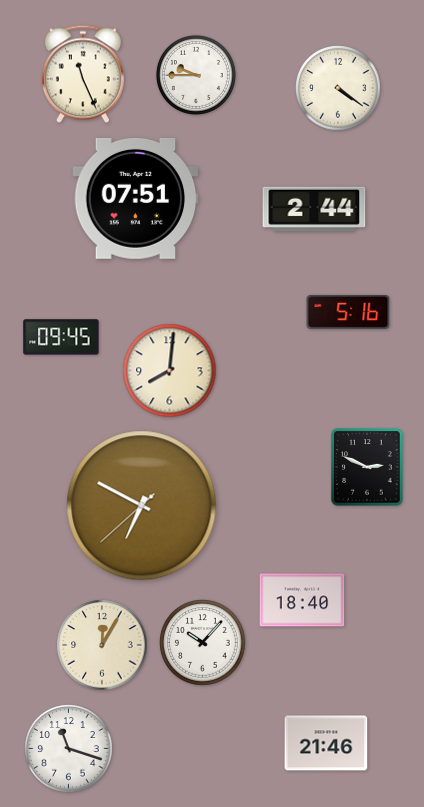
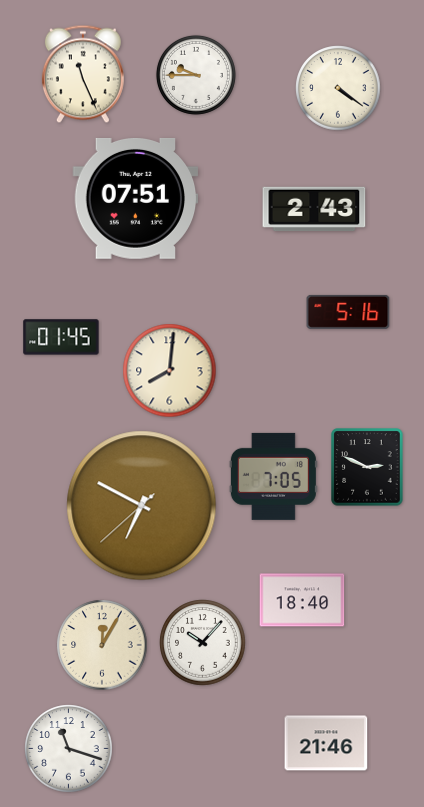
clock at (314, 209): 2:44 -> 2:43
clock at (61, 337): 09:45 -> 01:45
clock at (273, 476): none -> 7:05
